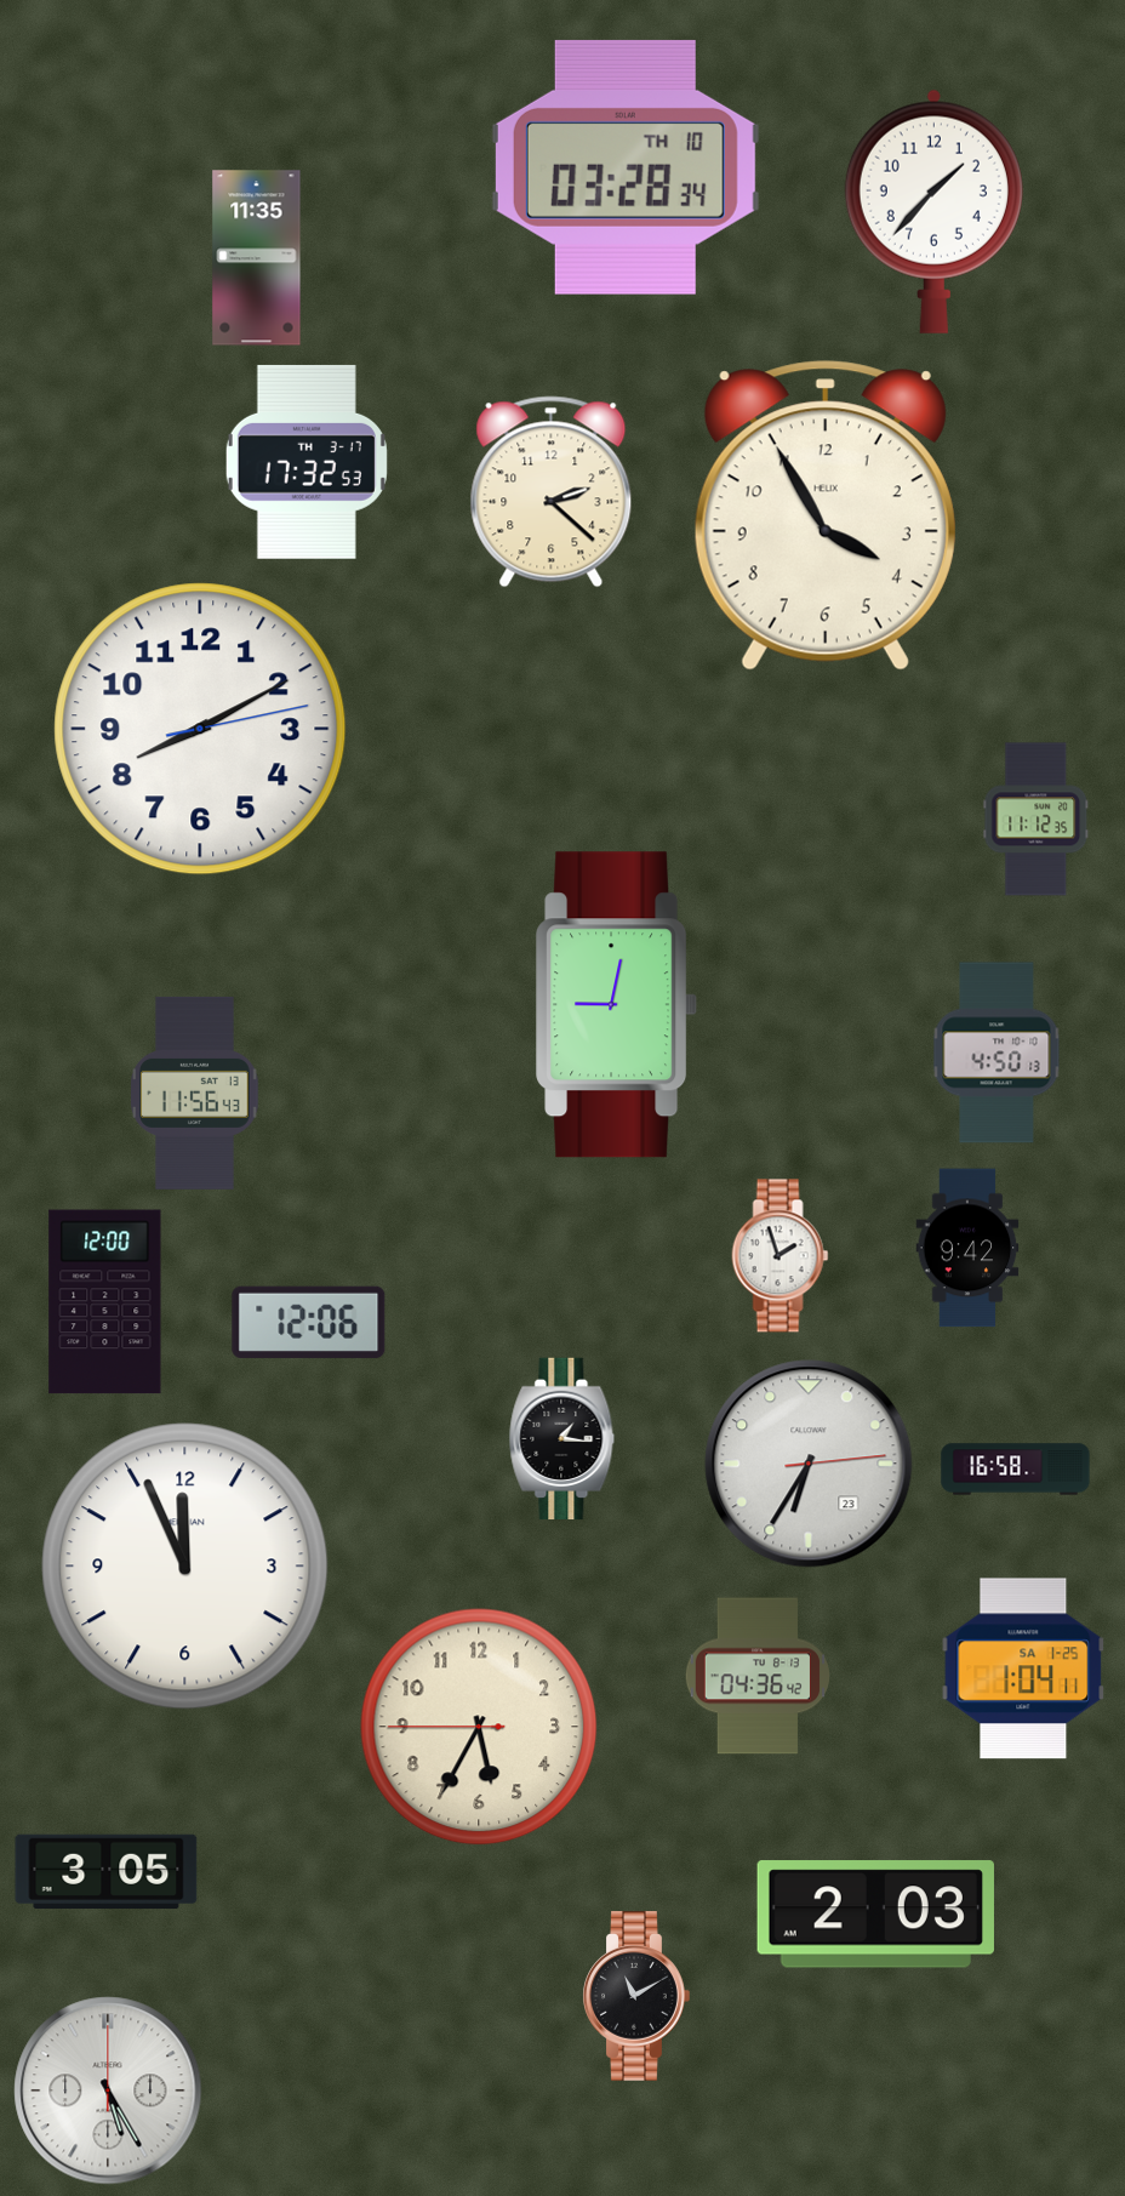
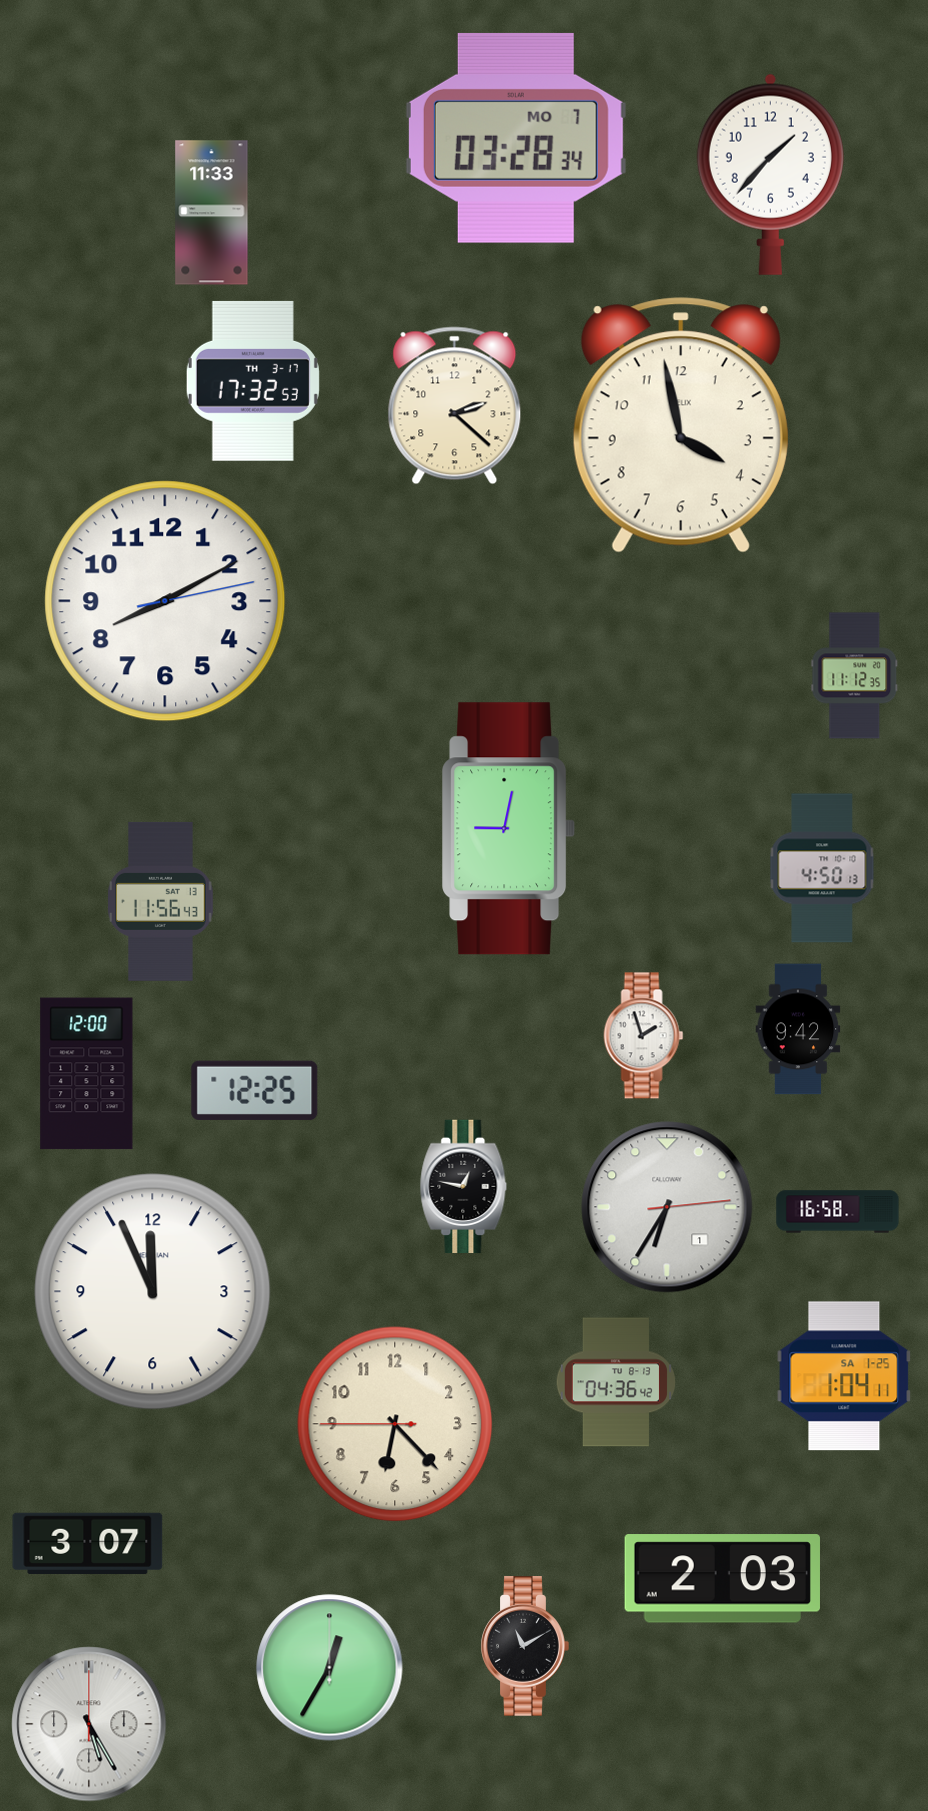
clock at (626, 167) date: TH 10 -> MO 7
clock at (257, 258): 11:35 -> 11:33
clock at (826, 515): 3:55 -> 3:58
clock at (309, 1322): 12:06 -> 12:25
clock at (562, 1439): 1:16 -> 12:47
clock at (809, 1464) date: 23 -> 1
clock at (756, 1676) position: (756, 1676) -> (615, 1382)
clock at (479, 1727): 5:34 -> 6:22
clock at (107, 1872): 3:05 -> 3:07
clock at (330, 1668): none -> 12:35
